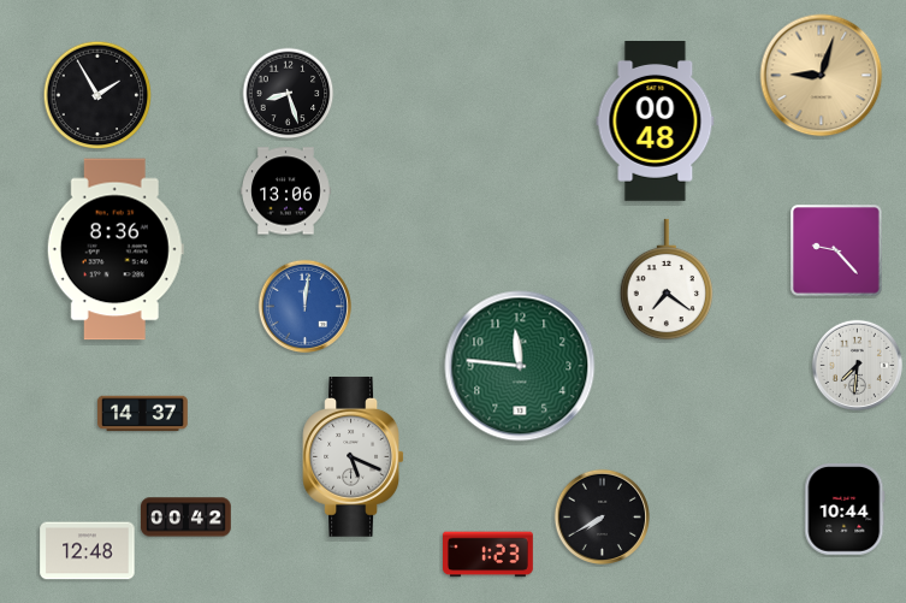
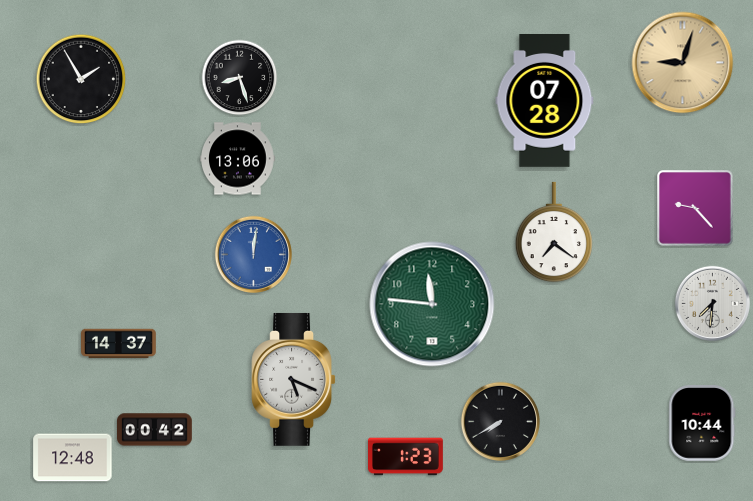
clock at (656, 122): 00:48 -> 07:28
clock at (116, 249): 8:36 -> none
clock at (603, 518) position: (603, 518) -> (501, 422)
clock at (488, 555) position: (488, 555) -> (406, 457)
